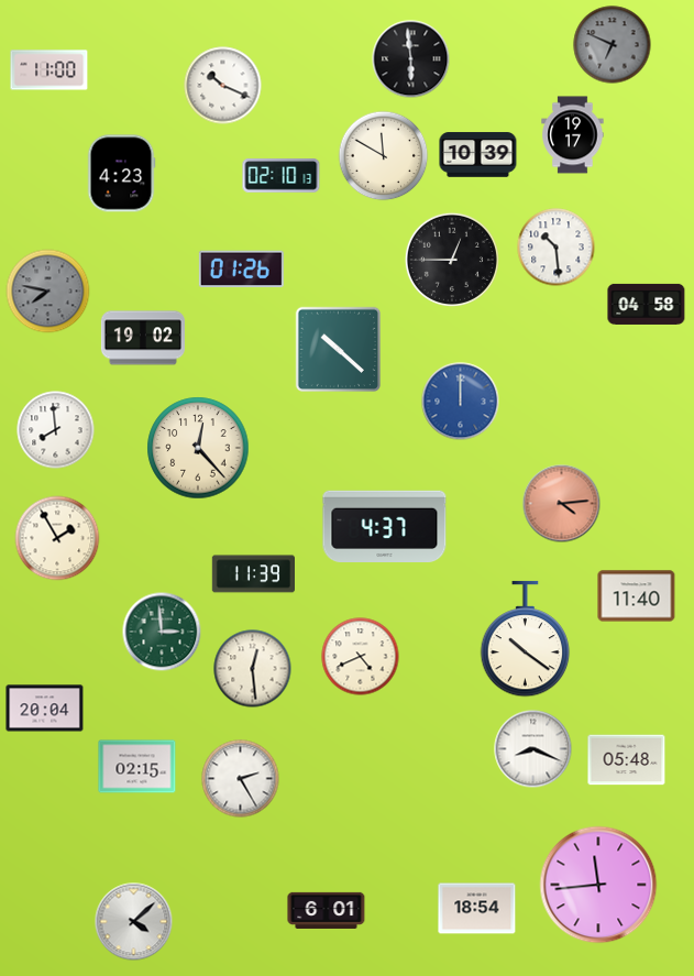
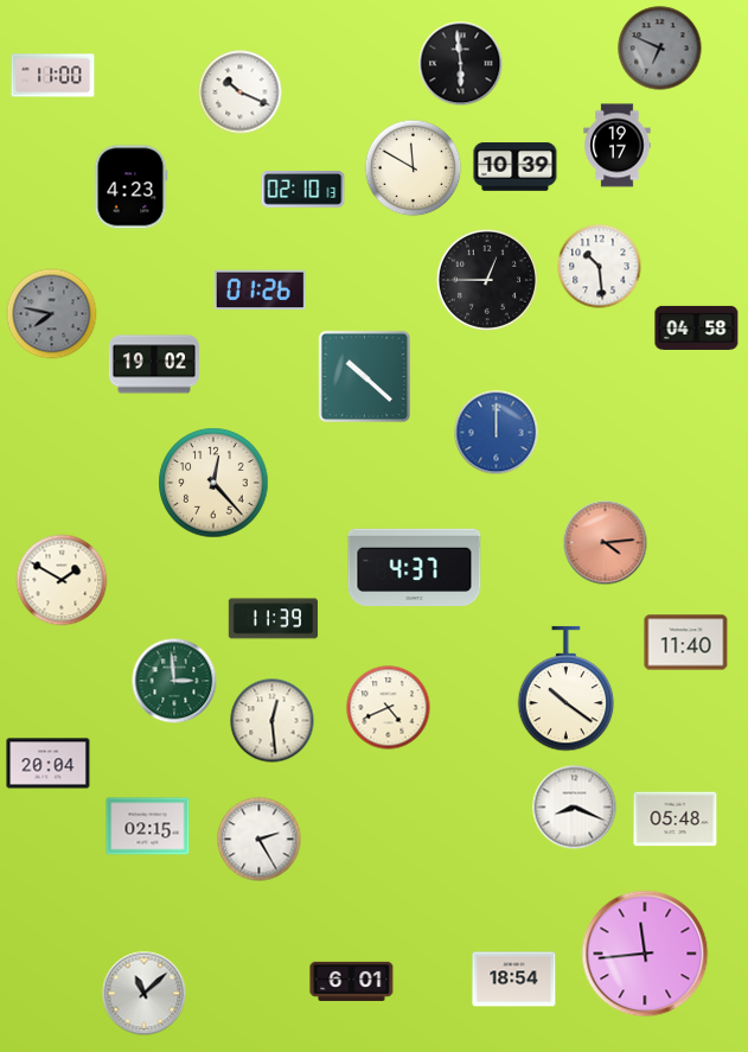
clock at (411, 59) position: (411, 59) -> (461, 64)
clock at (56, 430): 7:59 -> none
clock at (57, 538): 1:55 -> 1:50
clock at (134, 922): 4:08 -> 11:08
